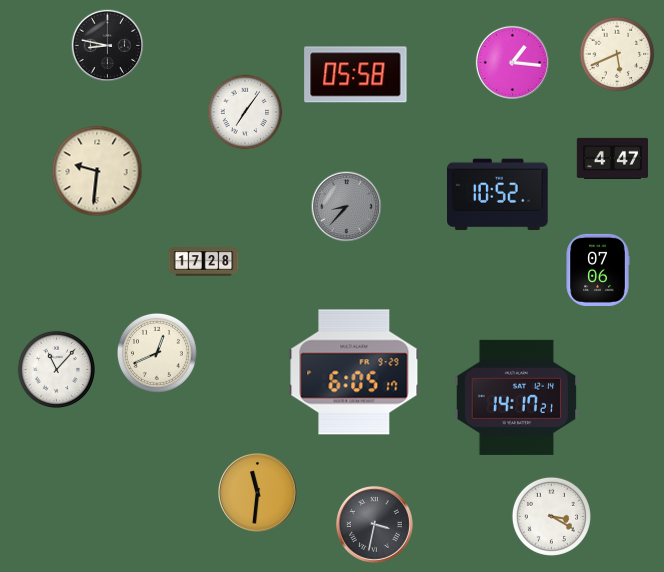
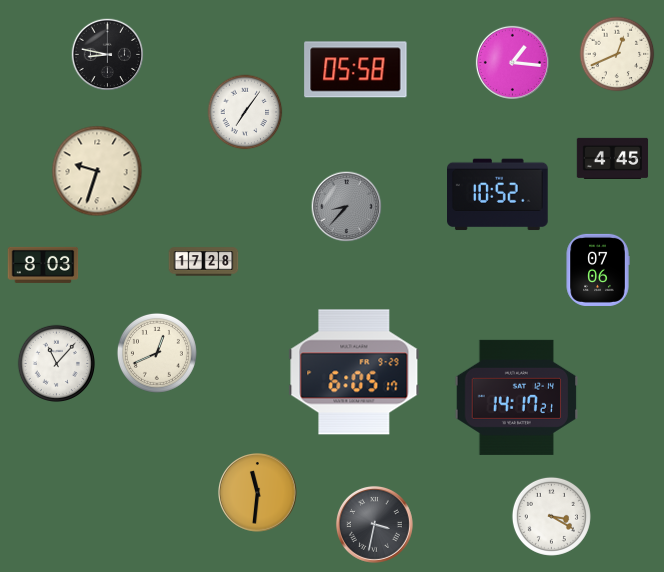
clock at (108, 46) position: (108, 46) -> (108, 55)
clock at (617, 54): 5:41 -> 12:41
clock at (356, 75) position: (356, 75) -> (356, 70)
clock at (613, 158): 4:47 -> 4:45
clock at (97, 171): 9:31 -> 9:33
clock at (43, 265): none -> 8:03
clock at (56, 369) position: (56, 369) -> (56, 363)
